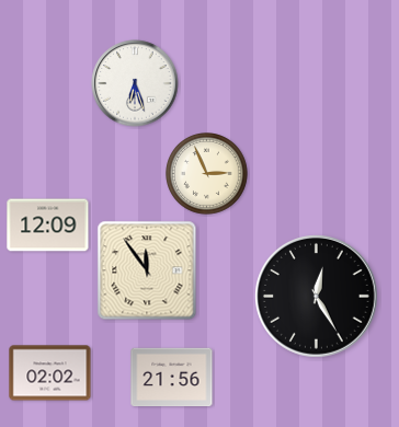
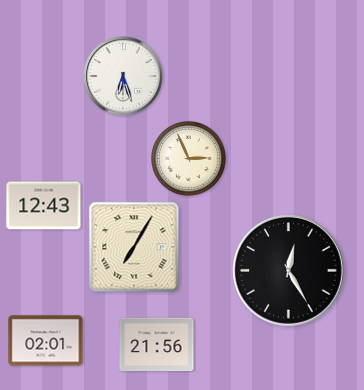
clock at (48, 226): 12:09 -> 12:43
clock at (147, 270): 11:54 -> 7:05
clock at (50, 373): 02:02 -> 02:01
